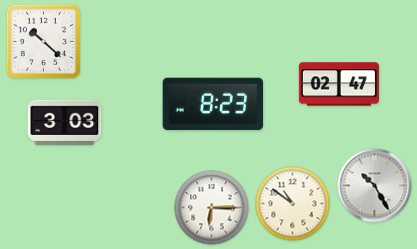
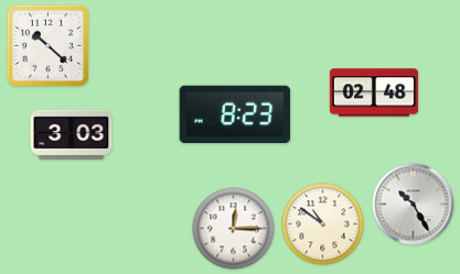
clock at (339, 84): 02:47 -> 02:48
clock at (212, 208): 6:15 -> 12:15
